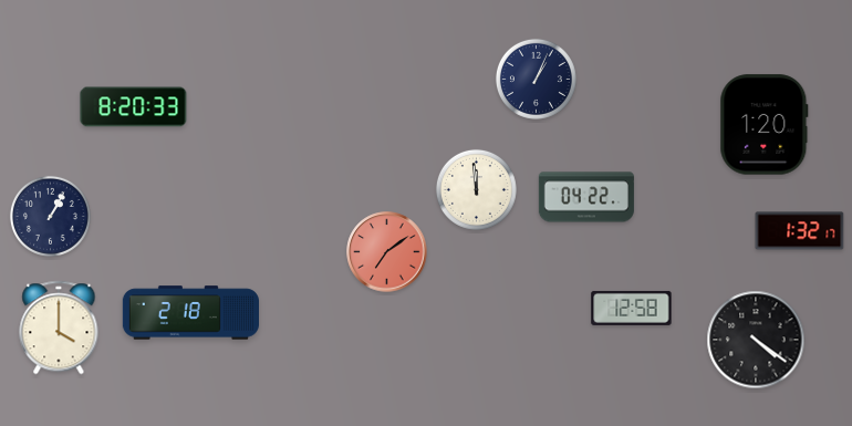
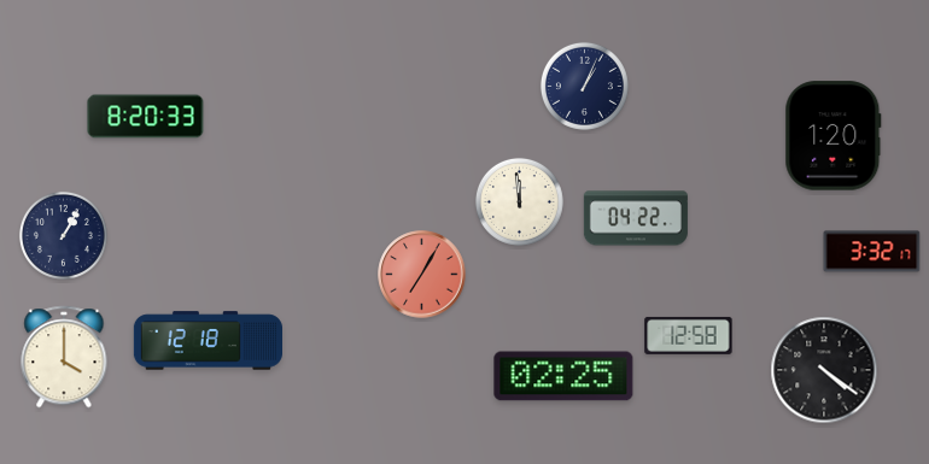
clock at (476, 189) position: (476, 189) -> (519, 201)
clock at (586, 197) position: (586, 197) -> (636, 218)
clock at (50, 216) position: (50, 216) -> (63, 235)
clock at (800, 231): 1:32 -> 3:32
clock at (387, 252): 7:09 -> 7:05
clock at (190, 313): 2:18 -> 12:18
clock at (563, 376): none -> 02:25
